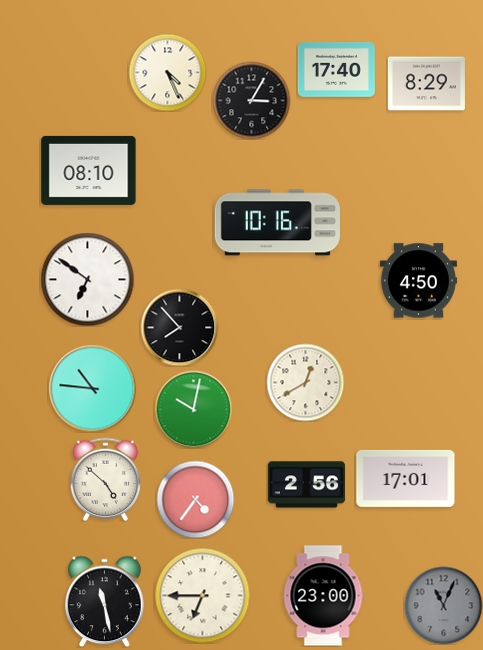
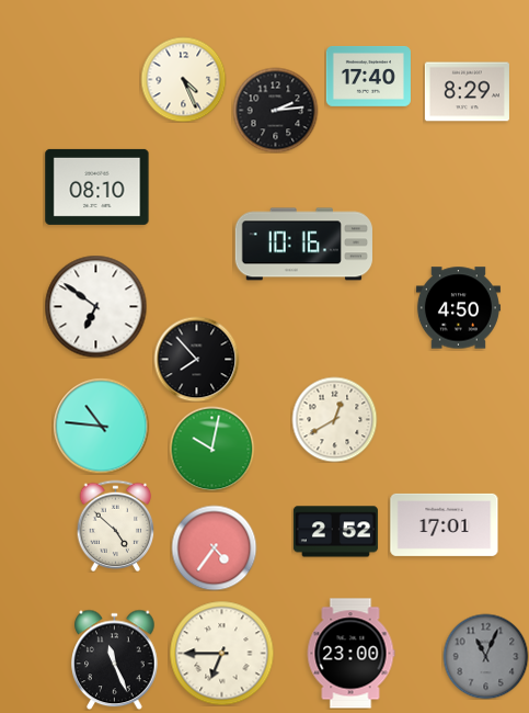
clock at (251, 100): 3:05 -> 2:14
clock at (306, 485): 2:56 -> 2:52
clock at (323, 596) position: (323, 596) -> (350, 654)
clock at (105, 601): 11:28 -> 11:26
clock at (443, 605) position: (443, 605) -> (485, 656)
